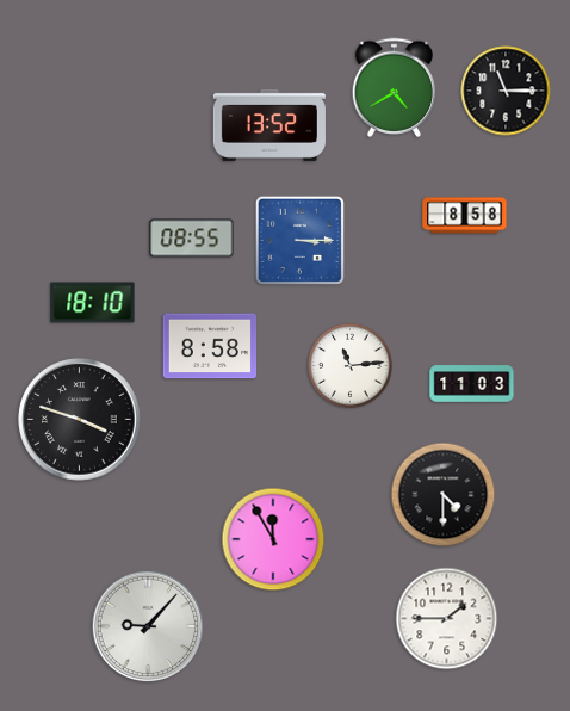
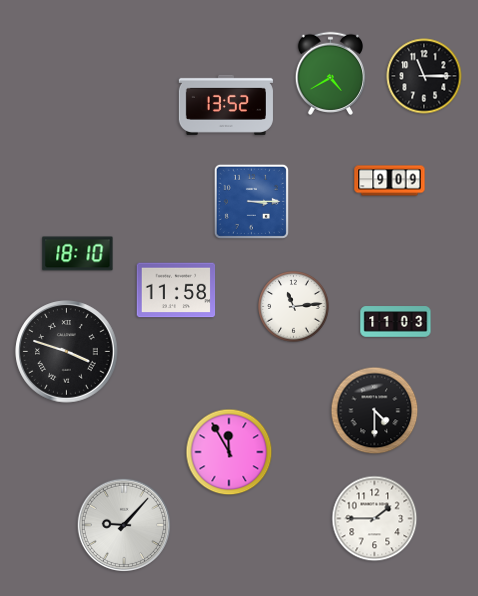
clock at (465, 216): 8:58 -> 9:09
clock at (192, 239): 08:55 -> none
clock at (210, 346): 8:58 -> 11:58
clock at (444, 495) position: (444, 495) -> (375, 411)
